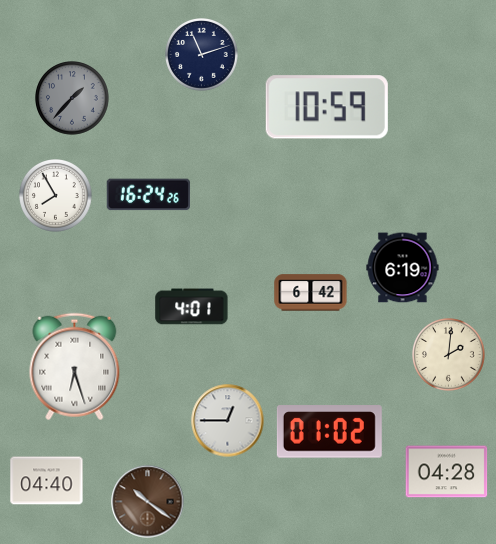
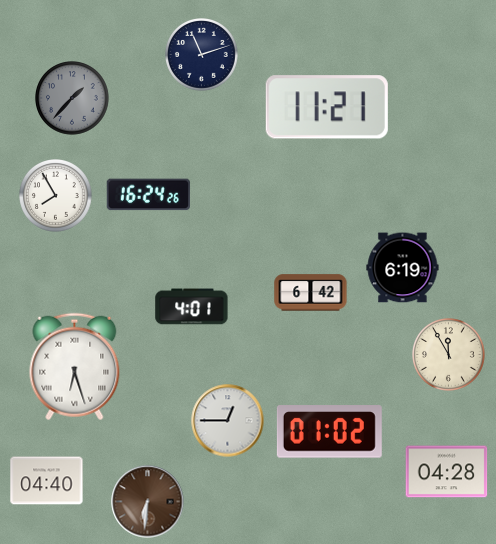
clock at (327, 107): 10:59 -> 11:21
clock at (449, 355): 2:01 -> 11:55
clock at (148, 502): 10:21 -> 6:31
